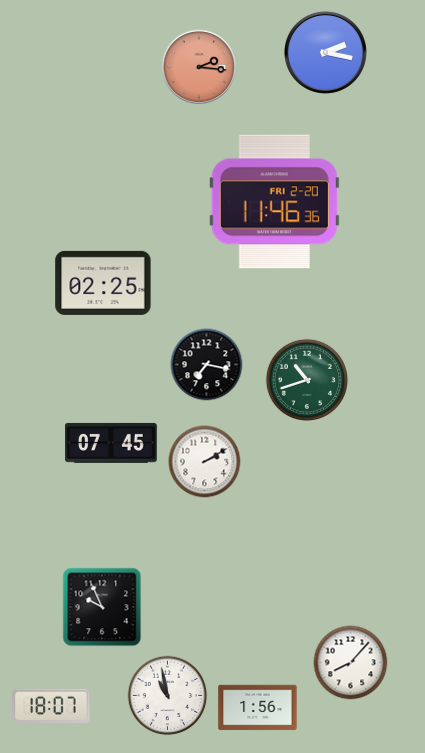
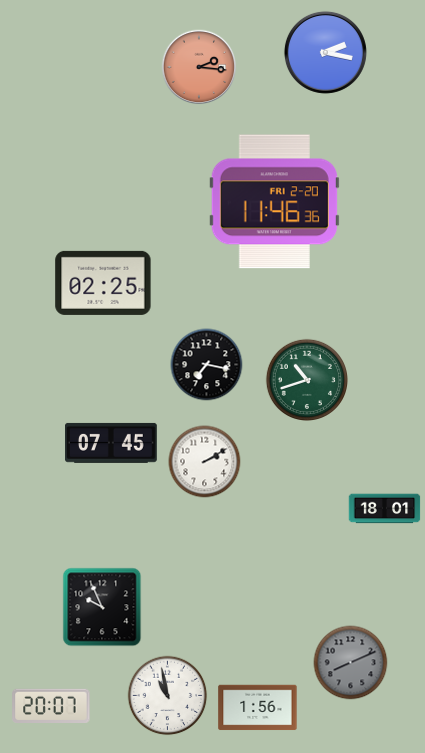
clock at (385, 509): none -> 18:01
clock at (351, 663): 8:07 -> 8:11
clock at (351, 663) dial: white -> grey
clock at (51, 706): 18:07 -> 20:07
